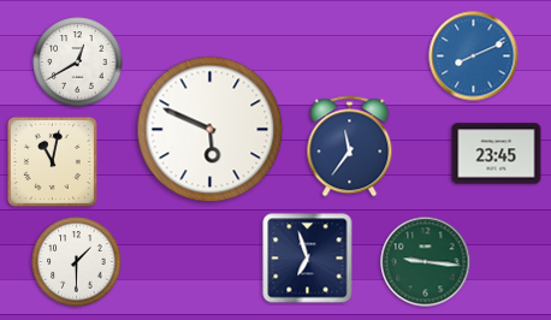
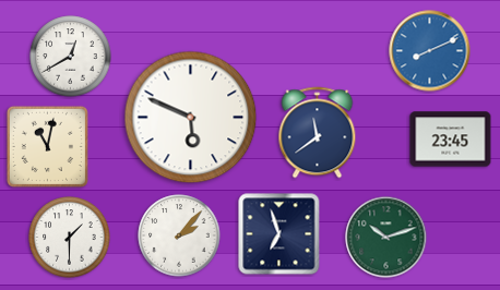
clock at (350, 147): 11:36 -> 11:39
clock at (179, 235): none -> 2:07
clock at (426, 262): 9:16 -> 10:12
